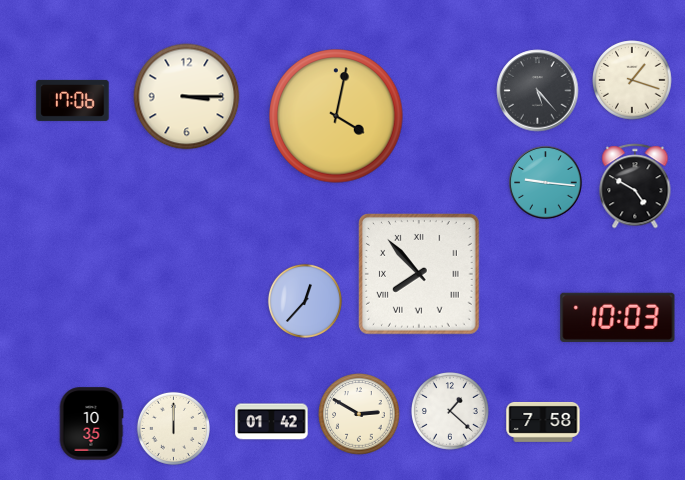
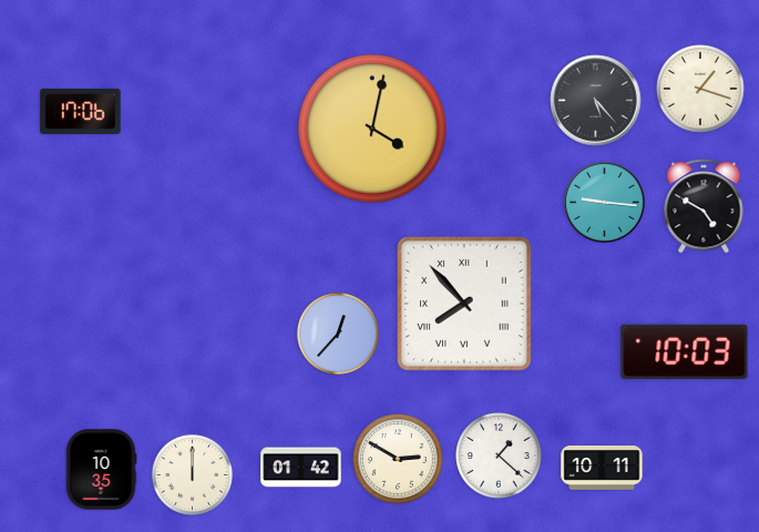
clock at (187, 97): 3:15 -> none
clock at (543, 422): 7:58 -> 10:11
